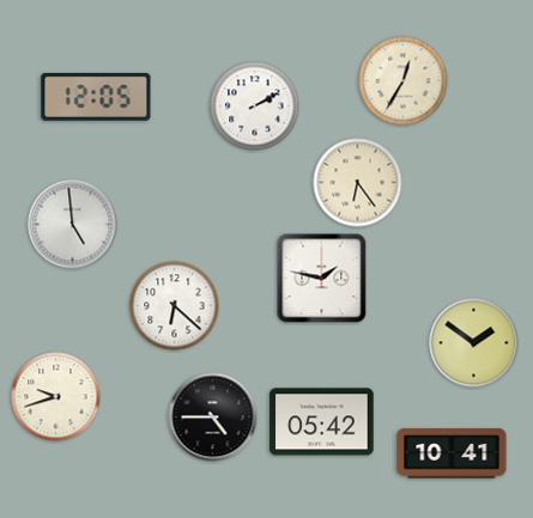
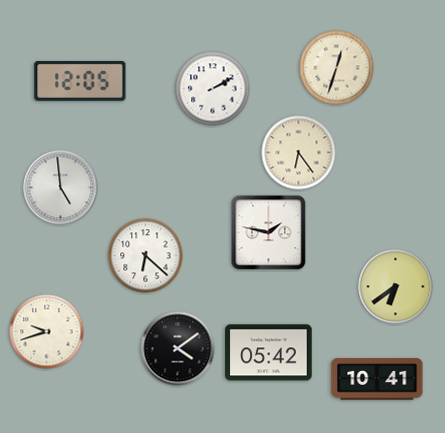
clock at (404, 81): 12:35 -> 12:33
clock at (474, 343): 1:51 -> 6:39
clock at (213, 418): 4:45 -> 4:09
